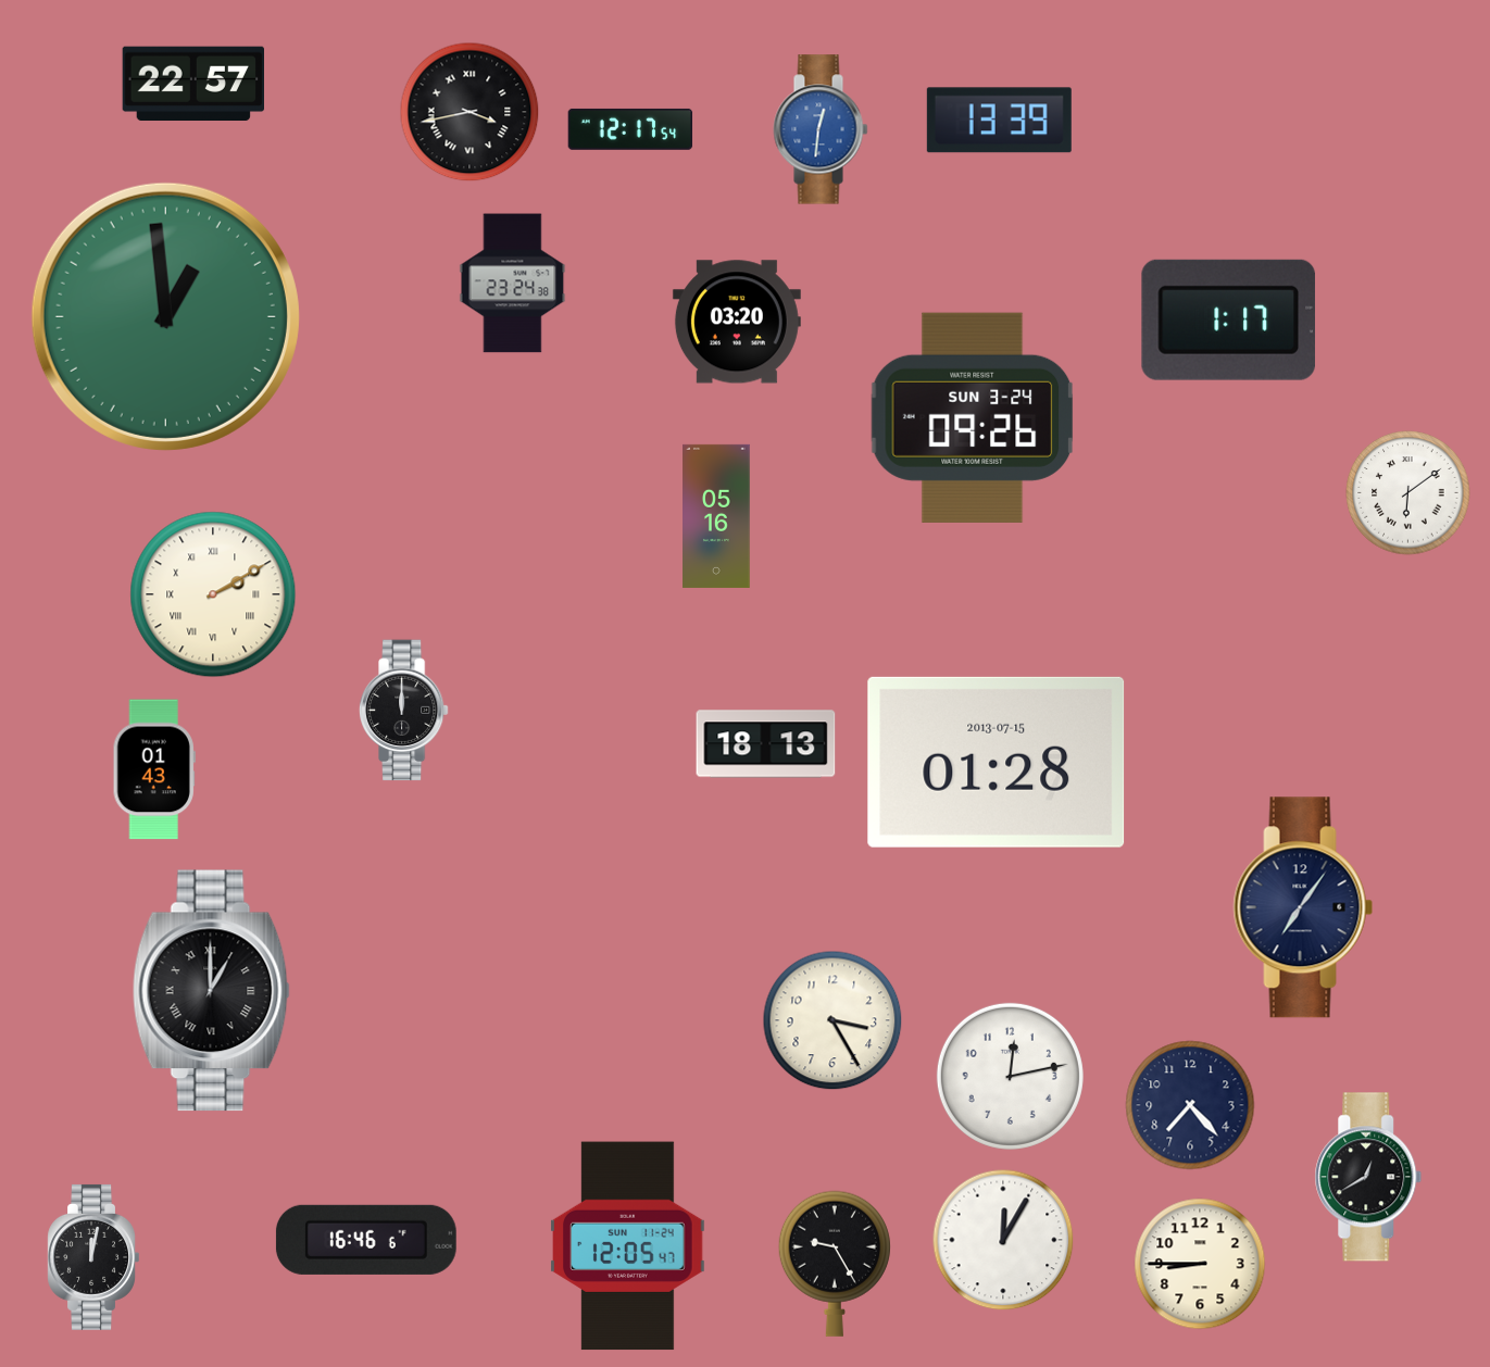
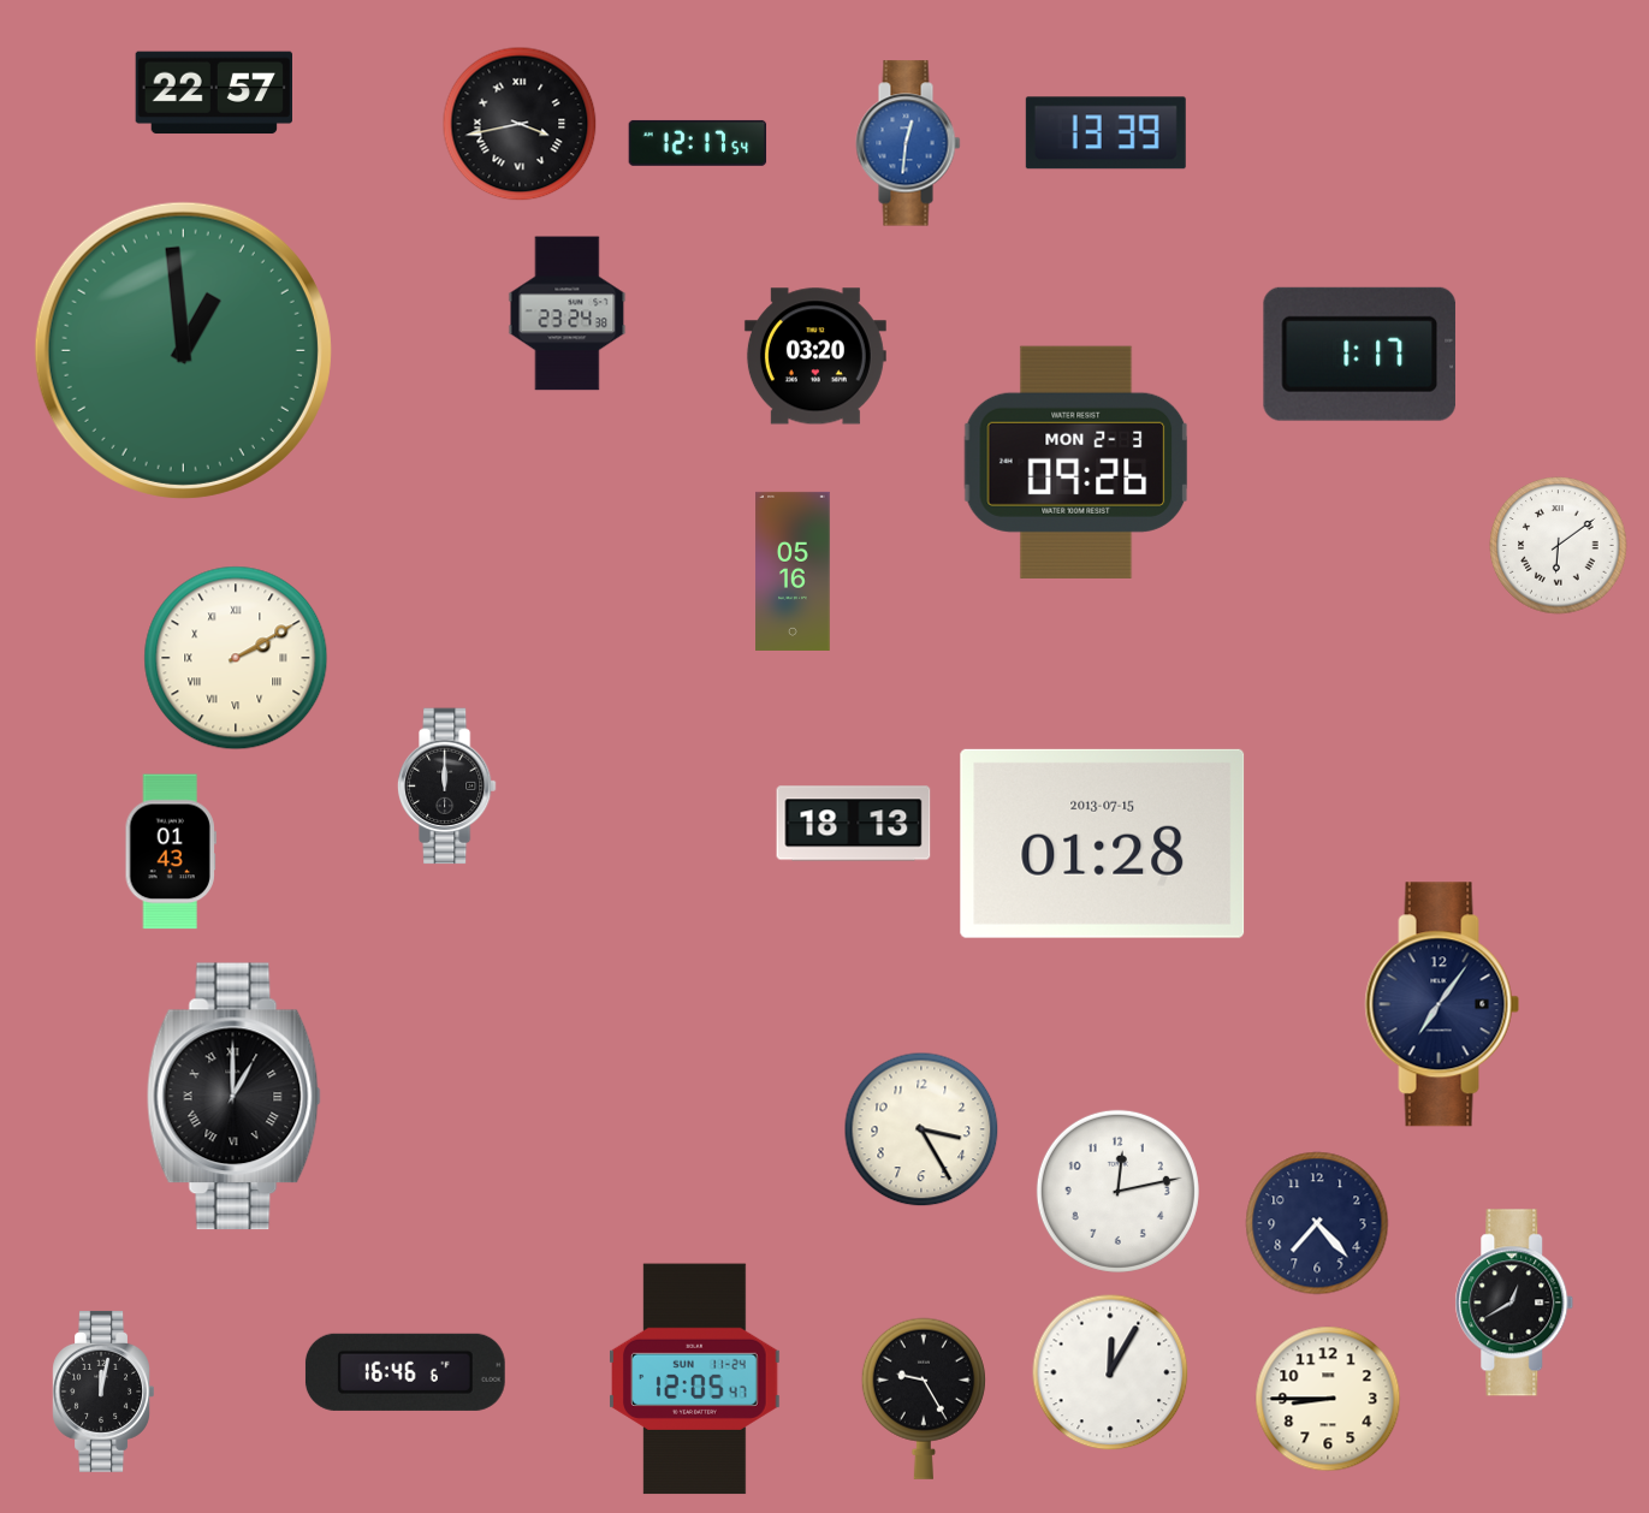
clock at (973, 417) date: SUN 3-24 -> MON 2-3
clock at (766, 744) position: (766, 744) -> (854, 824)
